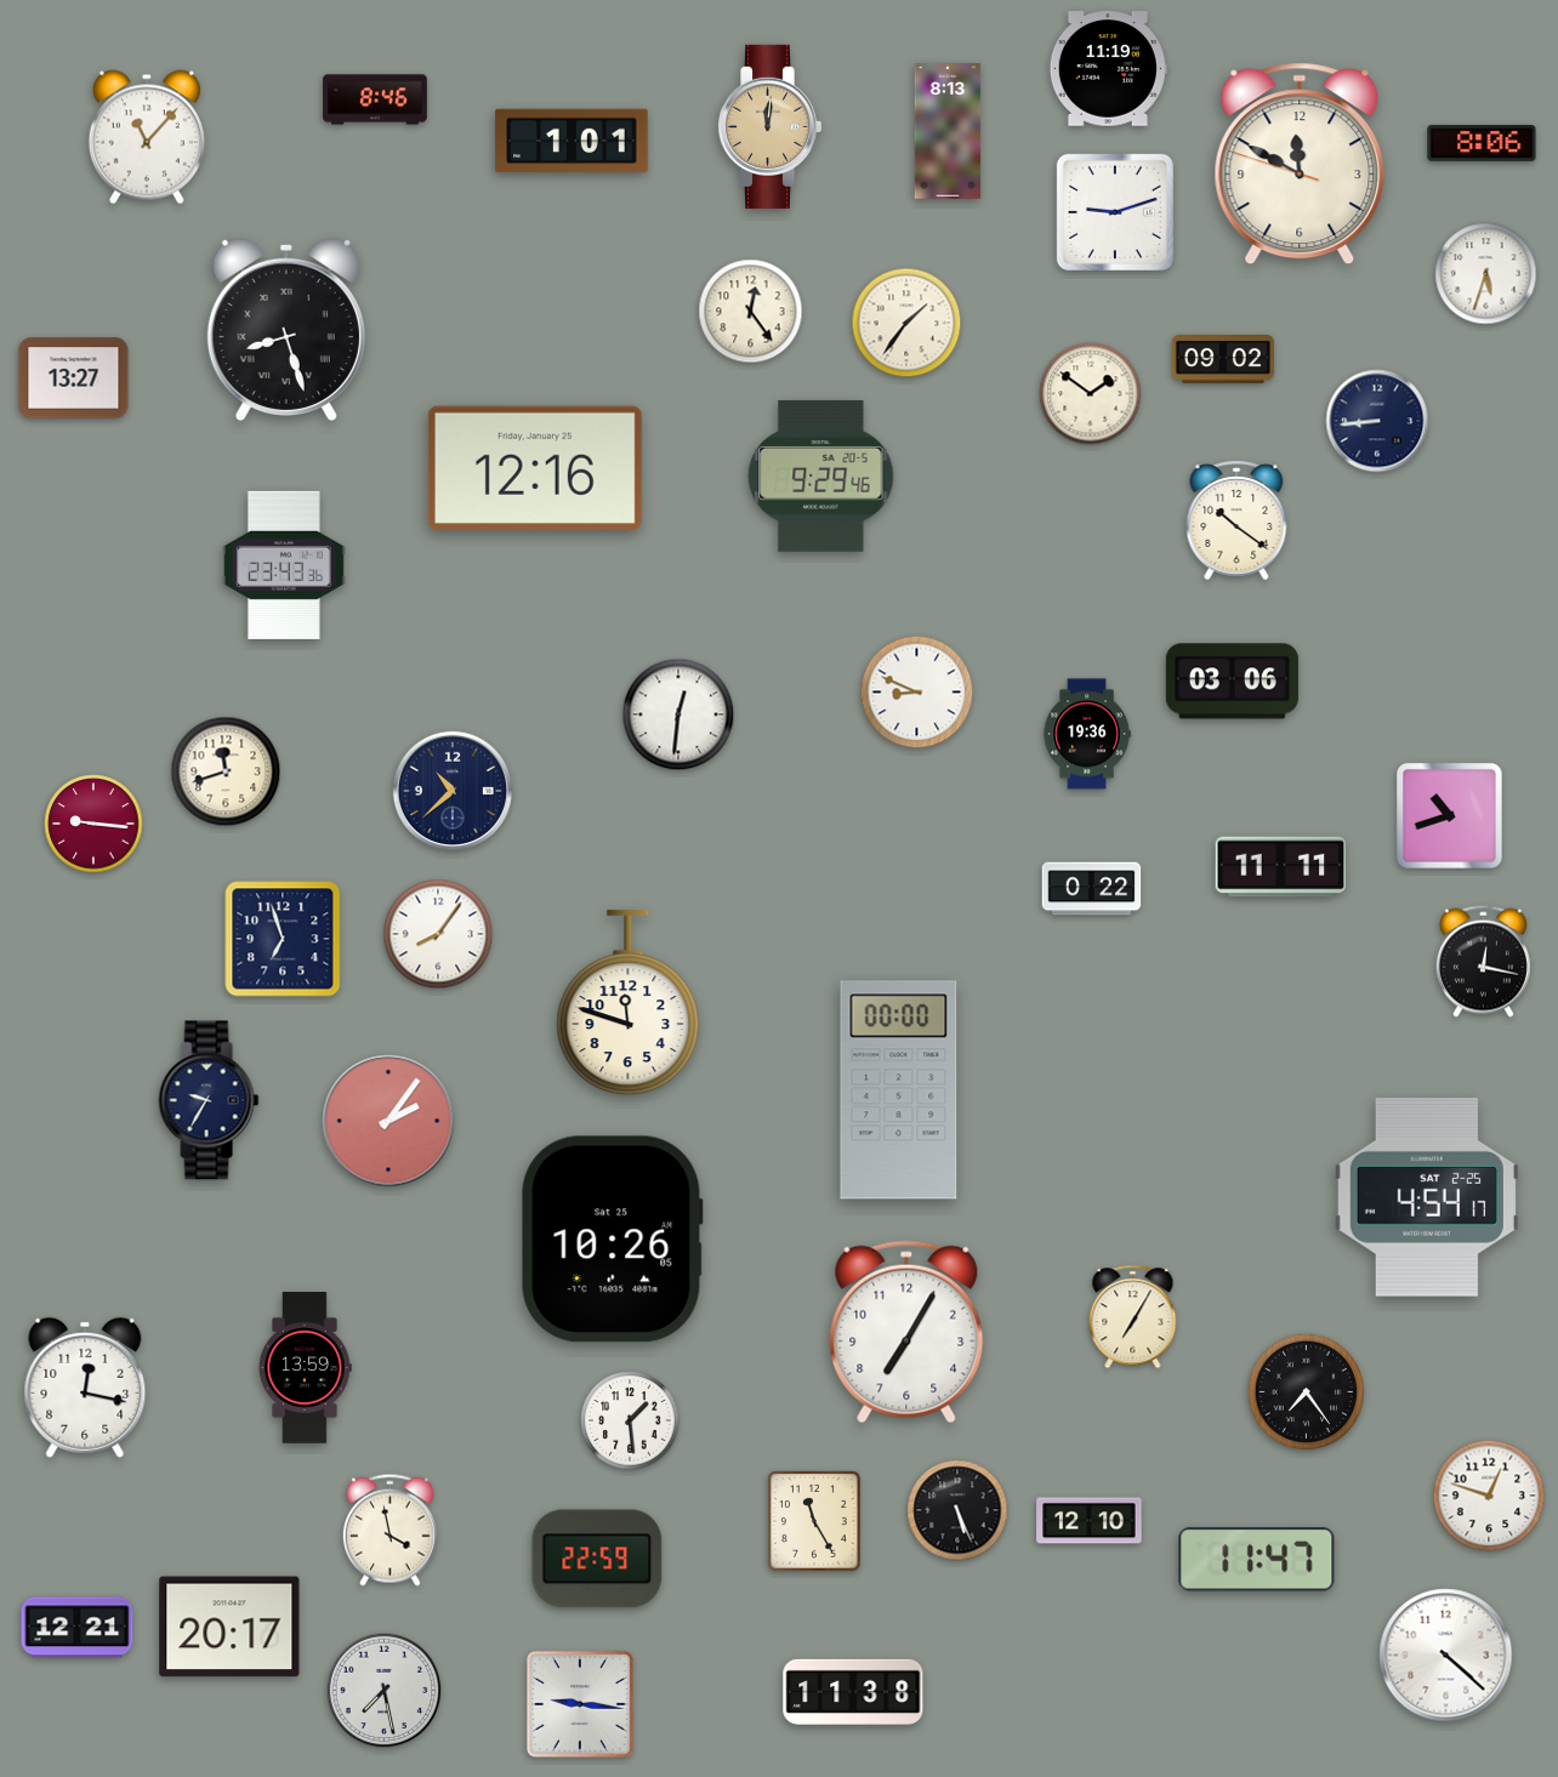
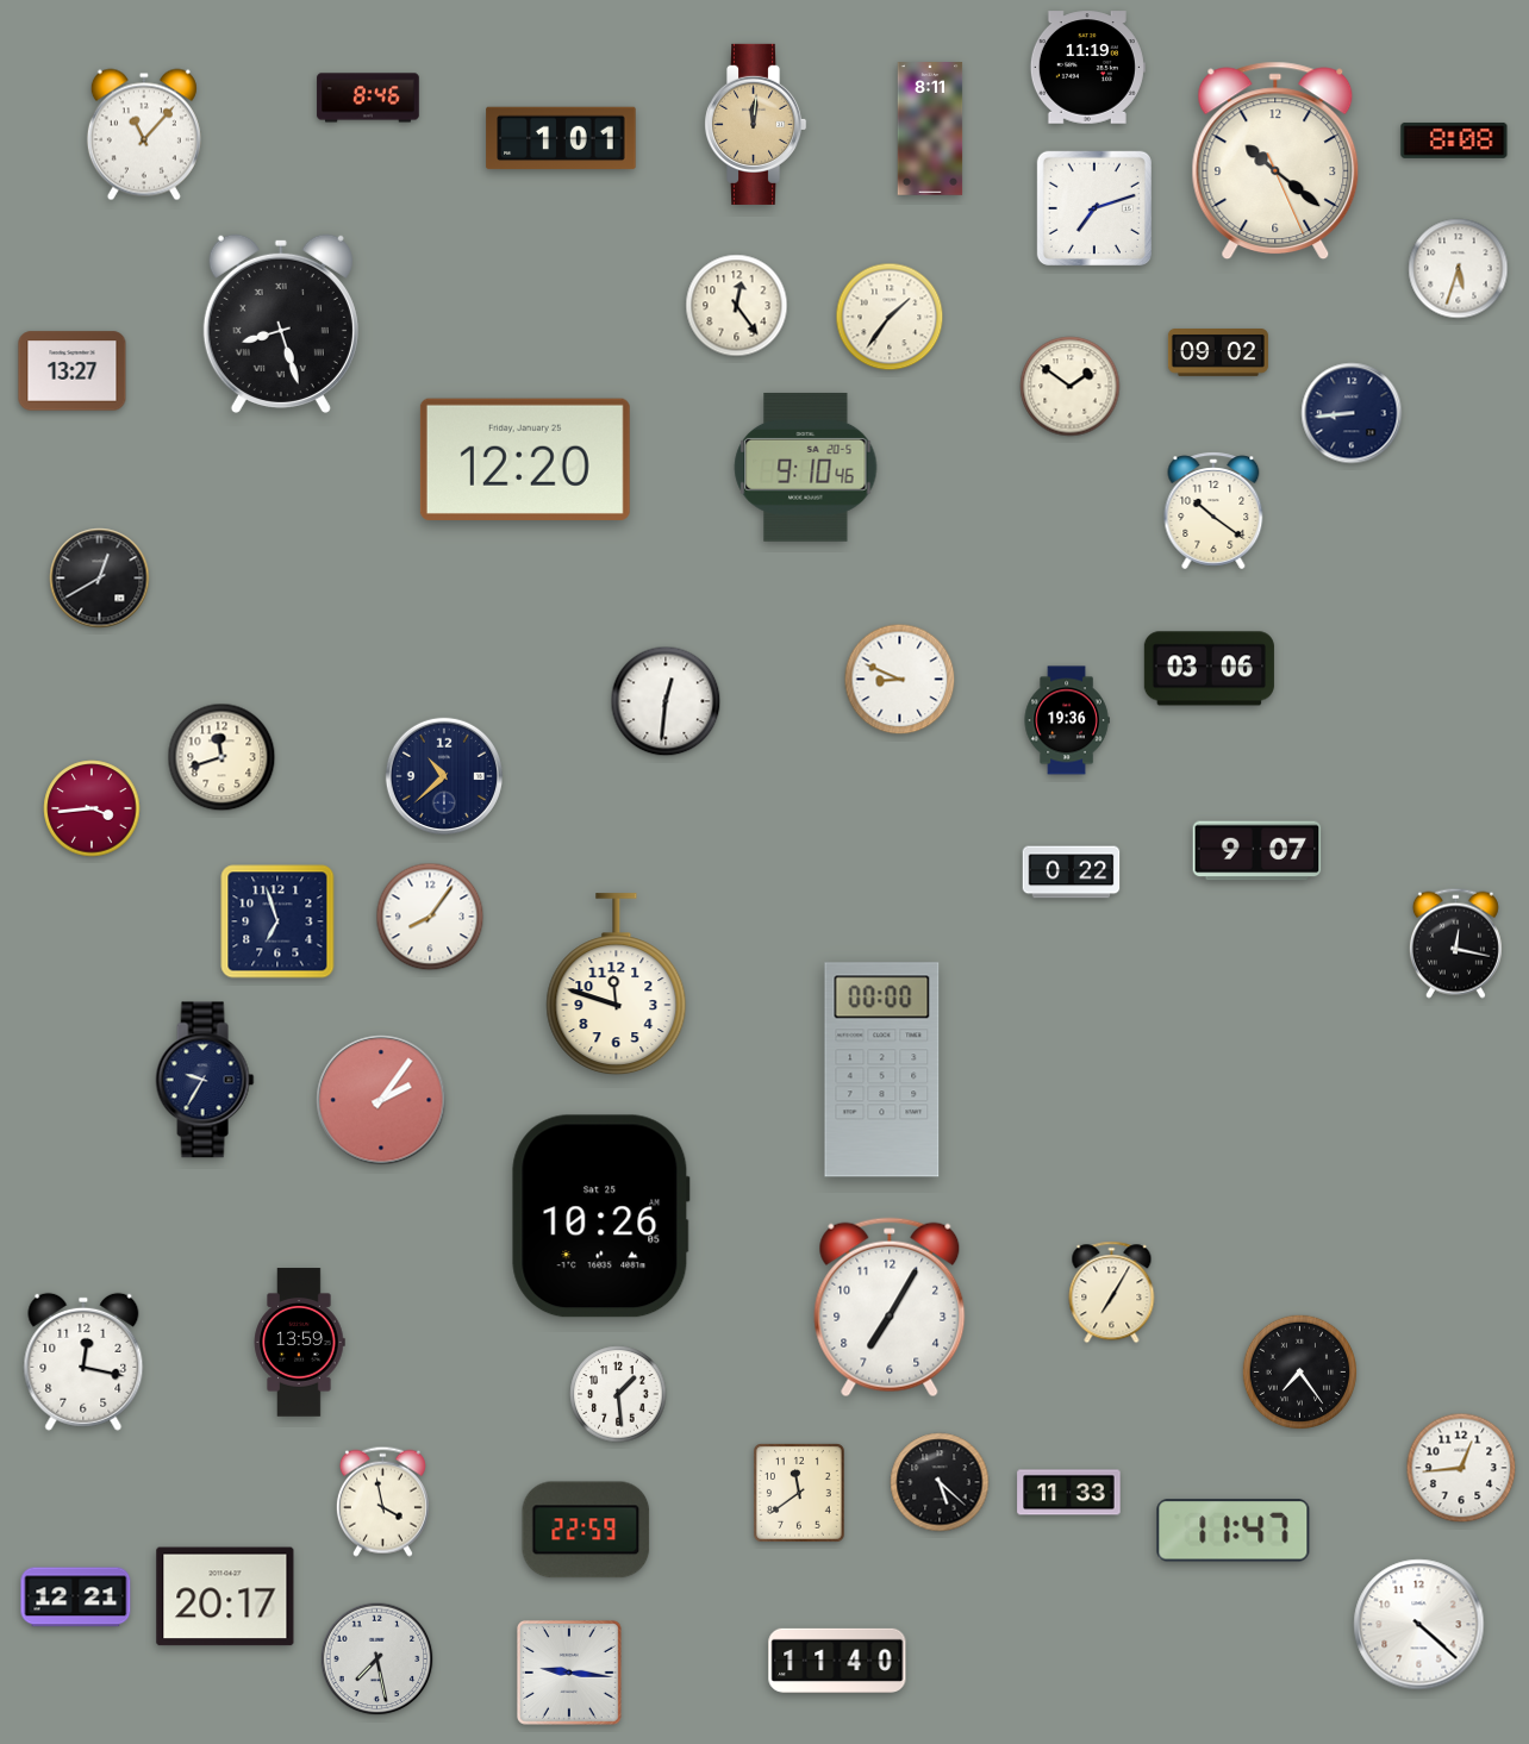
clock at (948, 131): 8:13 -> 8:11
clock at (1482, 143): 8:06 -> 8:08
clock at (1300, 164): 11:49 -> 10:21
clock at (1115, 212): 9:12 -> 7:12
clock at (1223, 360) position: (1223, 360) -> (1218, 354)
clock at (535, 468): 12:16 -> 12:20
clock at (821, 475): 9:29 -> 9:10
clock at (284, 565): 23:43 -> none
clock at (100, 579): none -> 12:40
clock at (1449, 815): 10:42 -> none
clock at (93, 824): 9:16 -> 3:44
clock at (1281, 867): 11:11 -> 9:07
clock at (1427, 1197): 4:54 -> none
clock at (1306, 1391) position: (1306, 1391) -> (1299, 1371)
clock at (1489, 1496): 12:48 -> 12:44
clock at (957, 1510): 5:26 -> 5:22
clock at (1090, 1521): 12:10 -> 11:33
clock at (815, 1522): 11:25 -> 11:39
clock at (853, 1692): 11:38 -> 11:40
